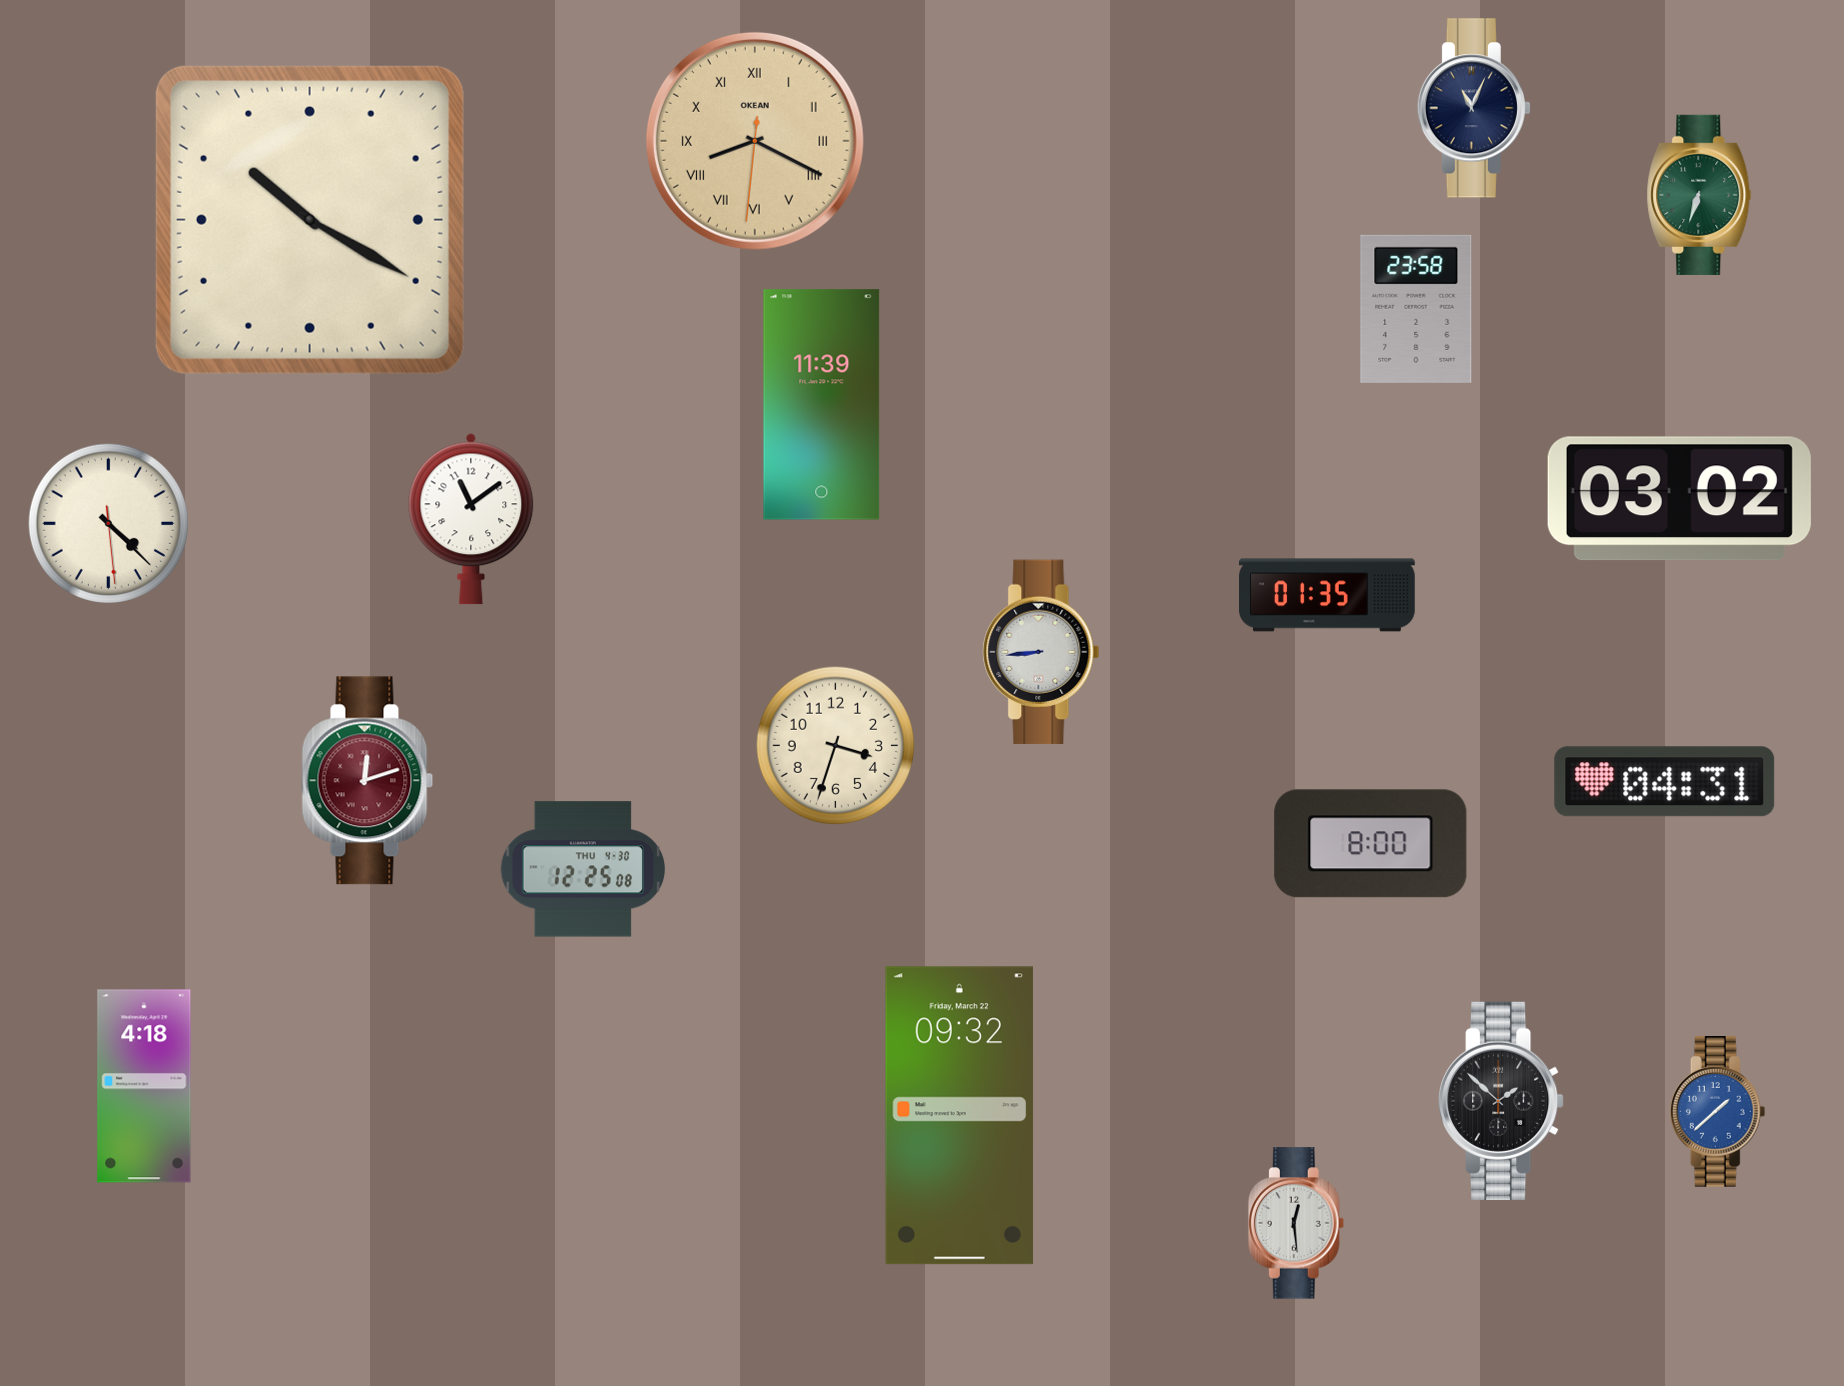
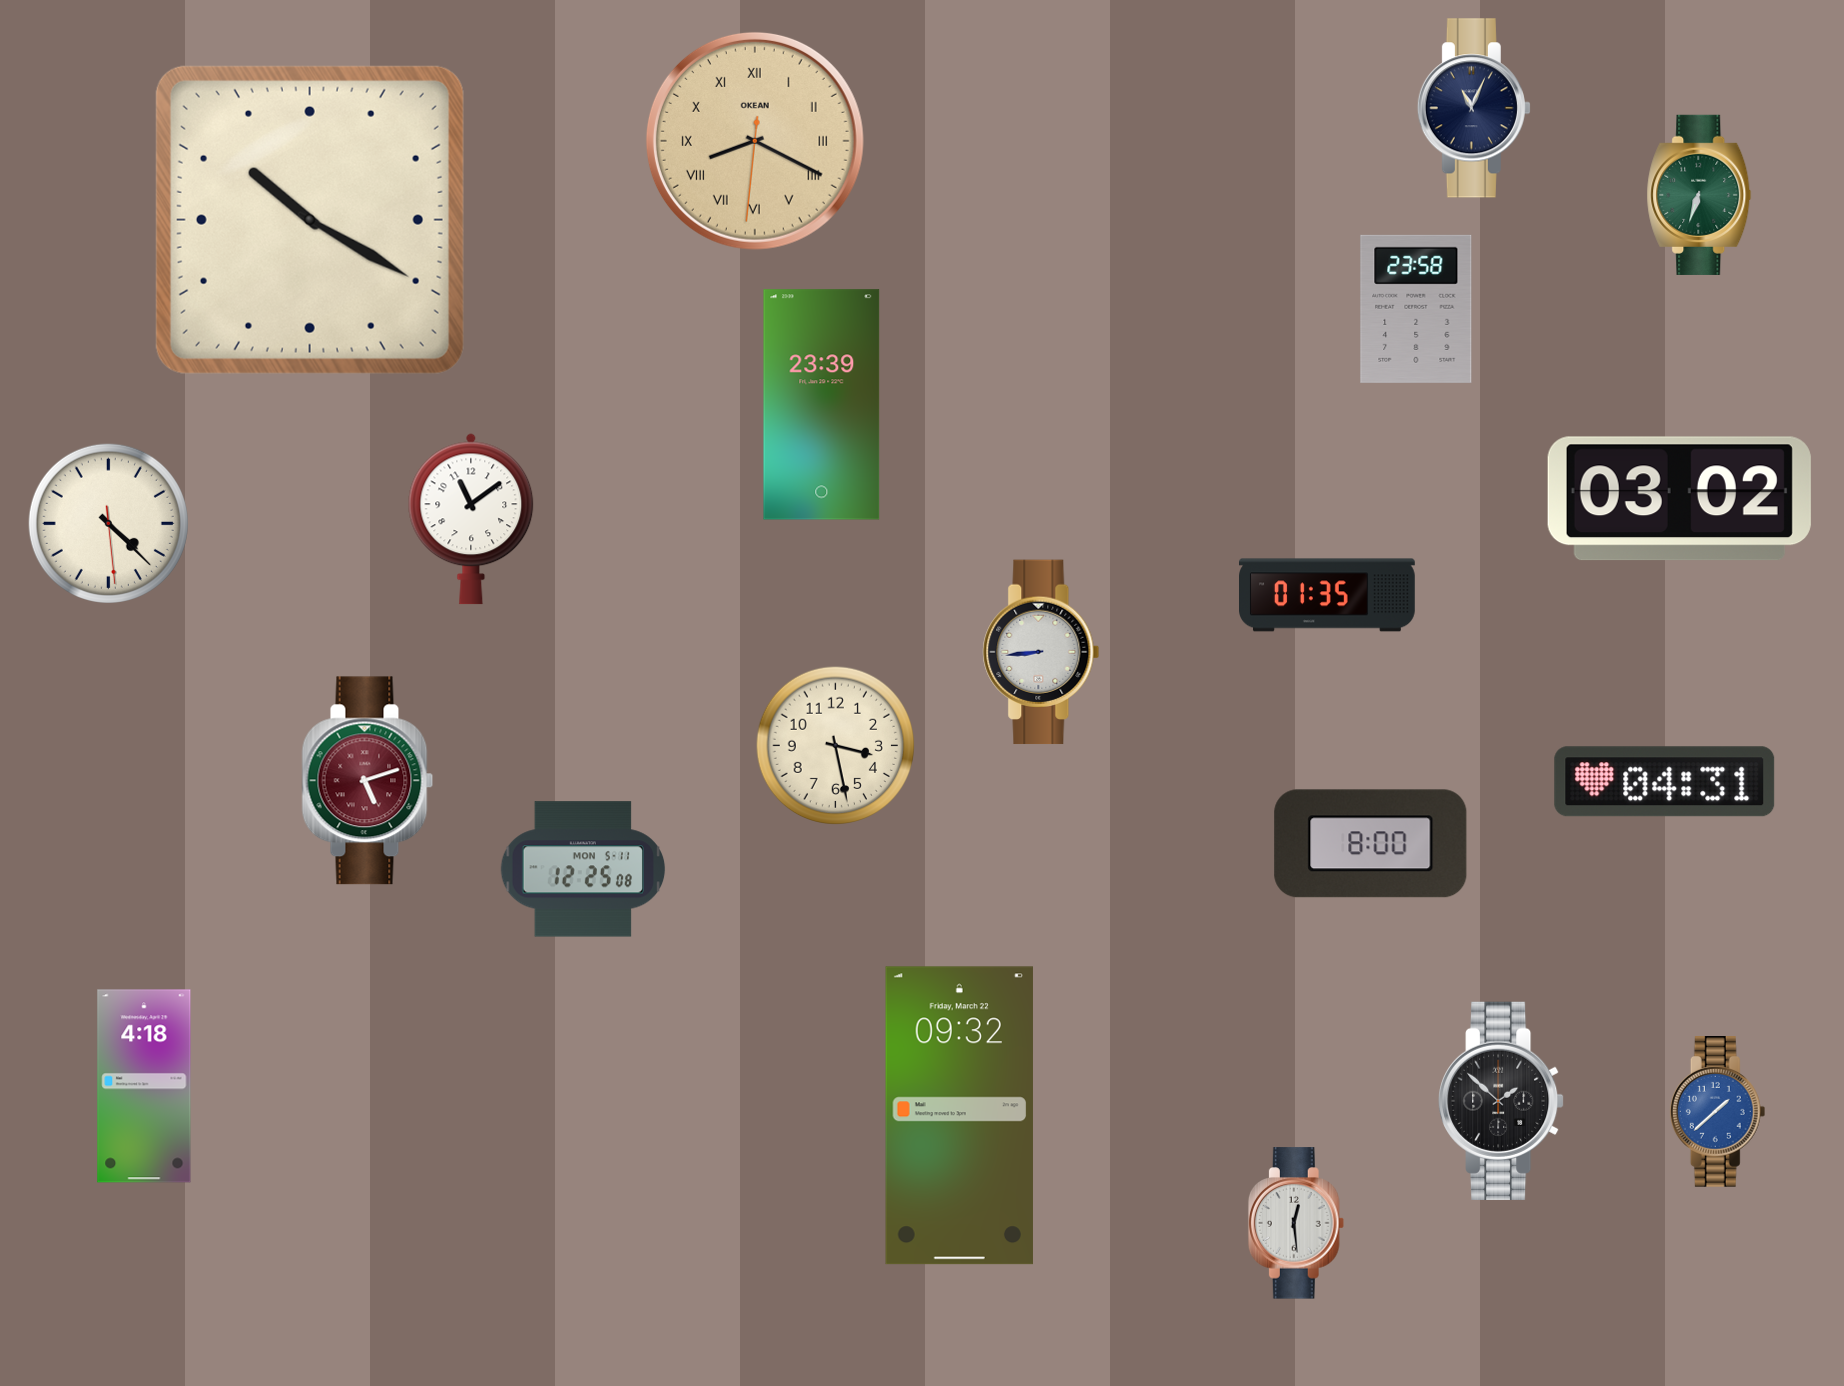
clock at (822, 405): 11:39 -> 23:39
clock at (836, 746): 3:33 -> 3:28
clock at (368, 781): 12:12 -> 5:12
clock at (583, 869) date: THU 4-30 -> MON 5-11
